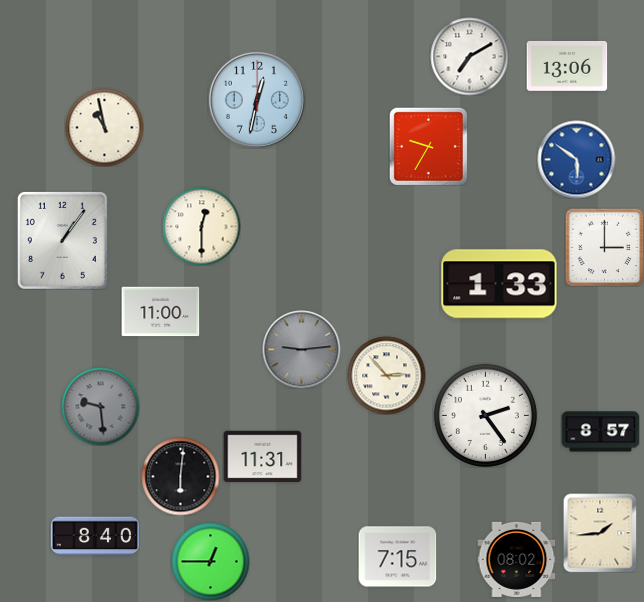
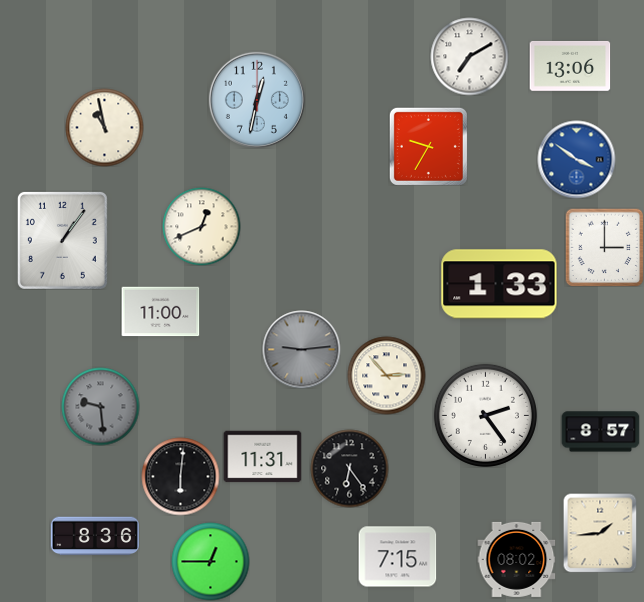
clock at (567, 66) position: (567, 66) -> (570, 66)
clock at (576, 159): 5:51 -> 3:51
clock at (201, 226): 12:30 -> 12:41
clock at (349, 468): none -> 6:24
clock at (94, 536): 8:40 -> 8:36
